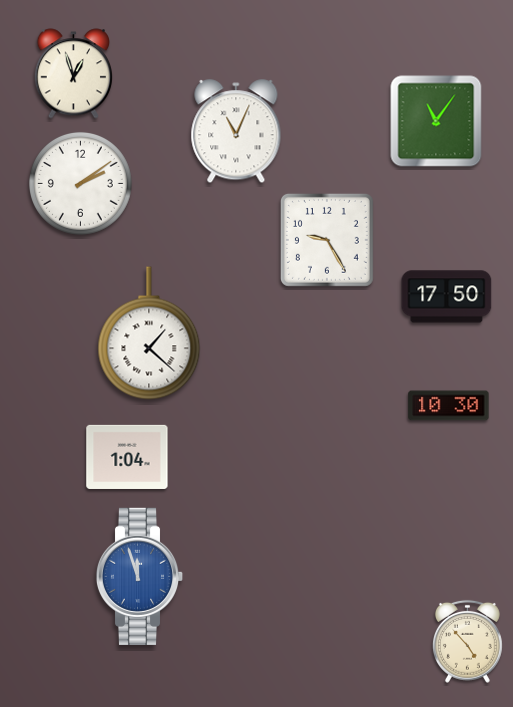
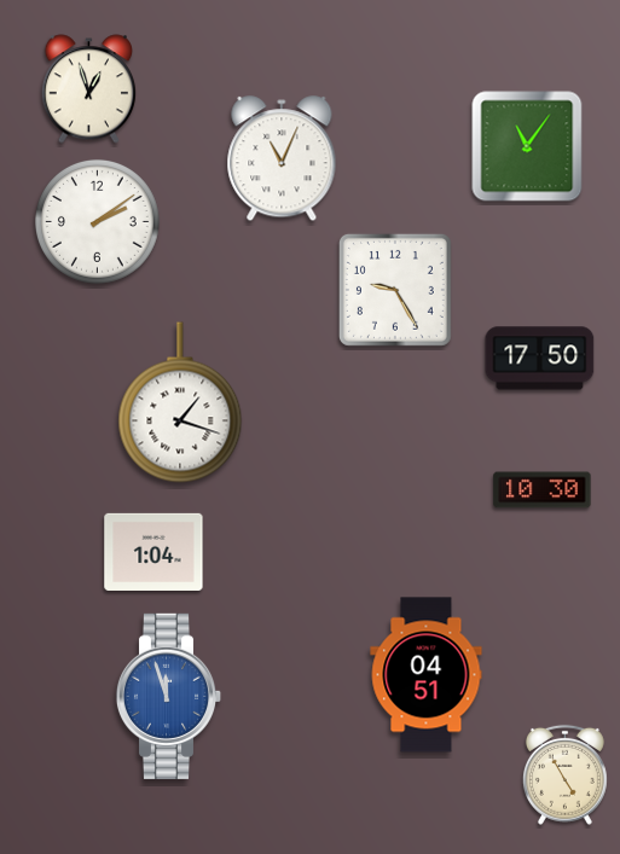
clock at (236, 132) position: (236, 132) -> (282, 159)
clock at (149, 333): 1:22 -> 1:18
clock at (427, 675): none -> 04:51
clock at (467, 641): 4:53 -> 4:55
